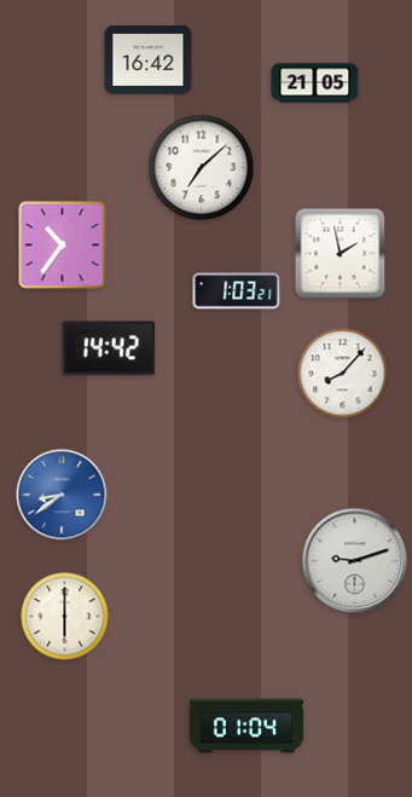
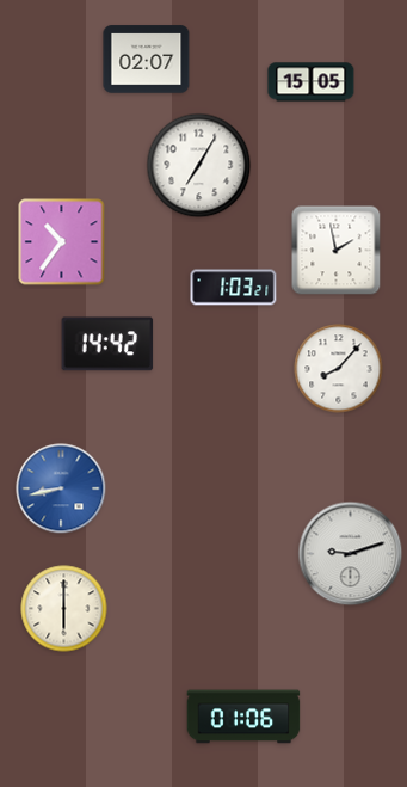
clock at (149, 60): 16:42 -> 02:07
clock at (315, 83): 21:05 -> 15:05
clock at (202, 168): 7:08 -> 7:05
clock at (62, 495): 8:39 -> 8:43
clock at (246, 726): 01:04 -> 01:06
